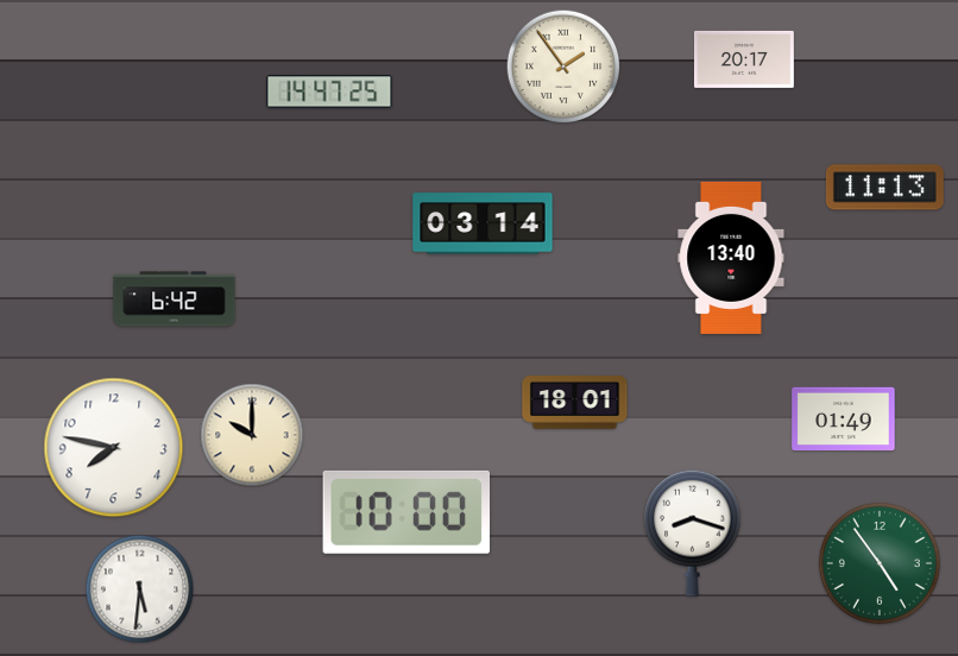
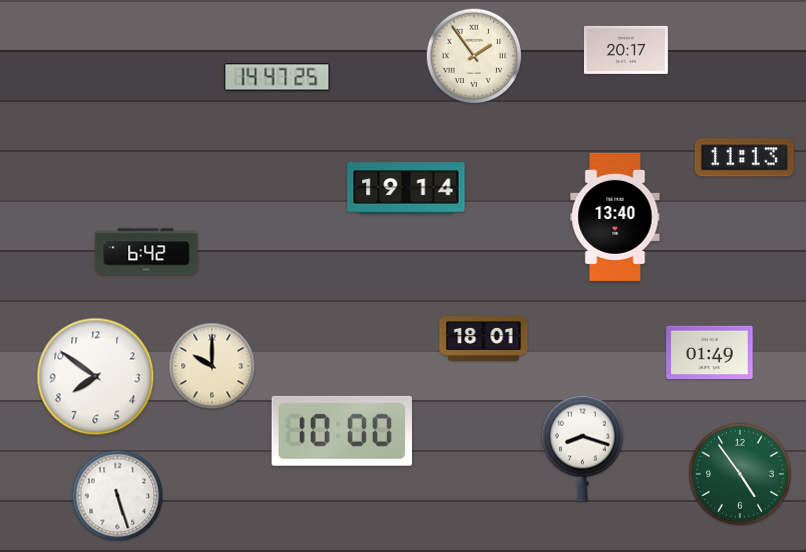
clock at (483, 223): 03:14 -> 19:14
clock at (114, 448): 7:47 -> 7:51
clock at (140, 589): 5:31 -> 5:27
